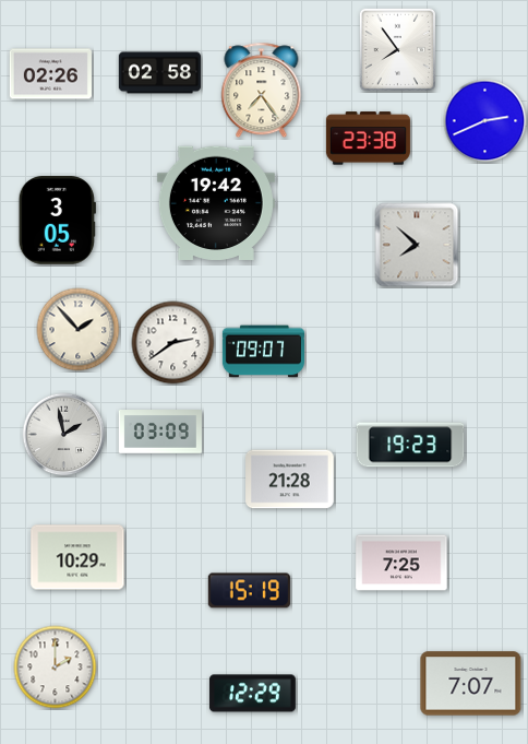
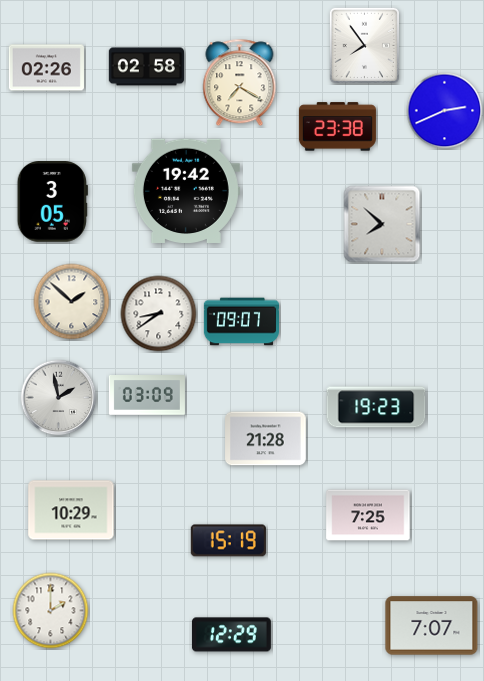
clock at (262, 91): 7:24 -> 7:20
clock at (216, 203) position: (216, 203) -> (186, 191)
clock at (79, 330): 1:53 -> 1:52
clock at (173, 343): 2:39 -> 8:39
